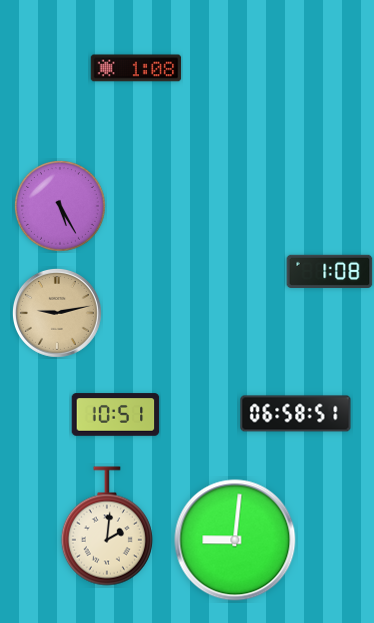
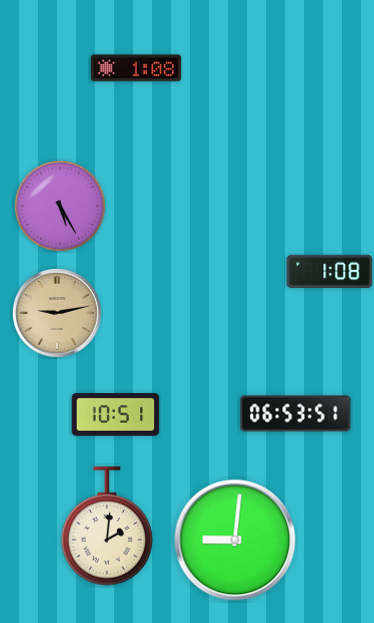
clock at (296, 414): 06:58 -> 06:53
